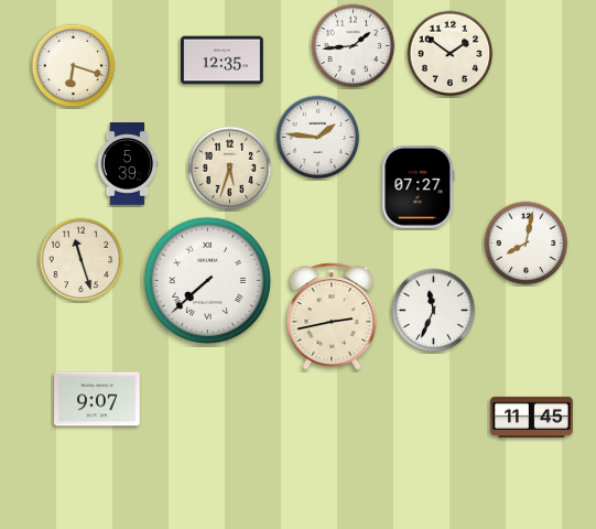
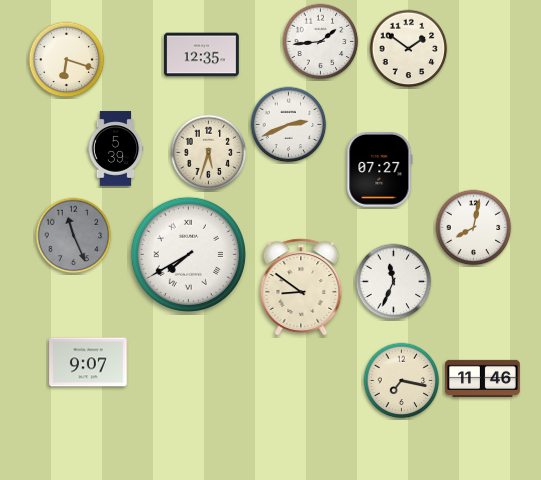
clock at (318, 138): 1:46 -> 2:41
clock at (527, 244) position: (527, 244) -> (474, 228)
clock at (82, 260): 11:27 -> 11:26
clock at (82, 260) dial: cream -> grey
clock at (207, 280): 7:38 -> 7:40
clock at (332, 316): 2:43 -> 8:51
clock at (532, 417): 11:45 -> 11:46
clock at (402, 381): none -> 7:17
